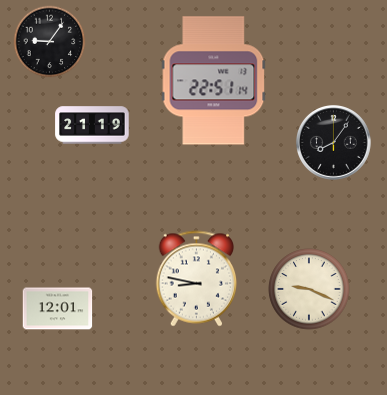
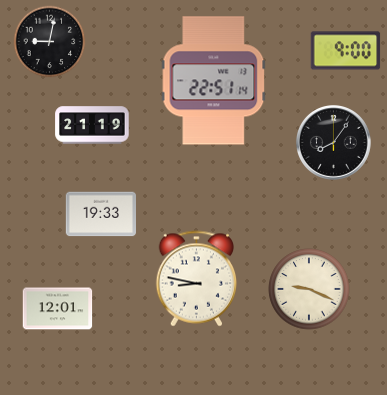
clock at (50, 42): 9:06 -> 9:02
clock at (346, 51): none -> 9:00
clock at (100, 214): none -> 19:33
